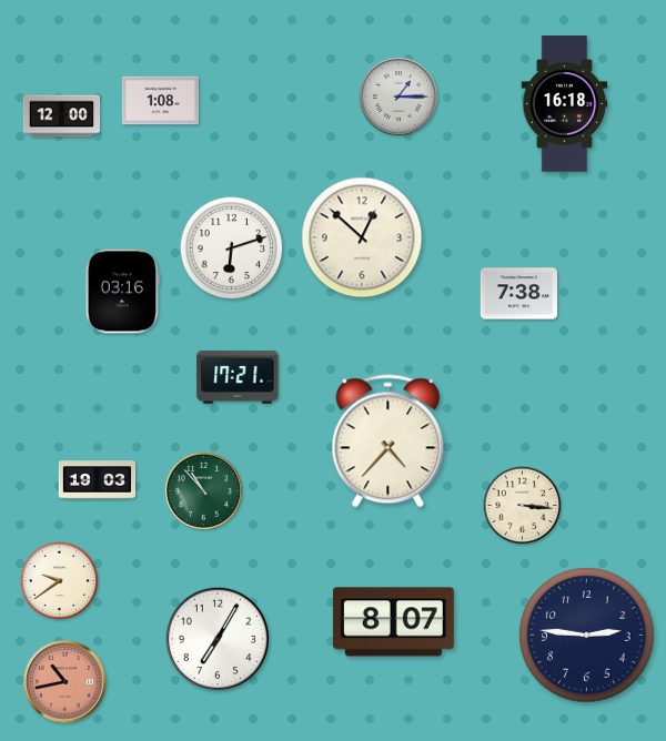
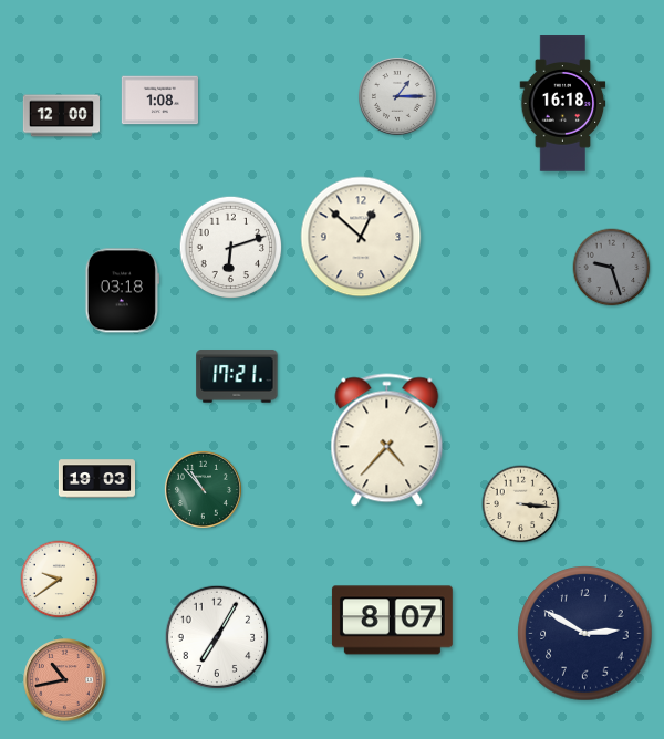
clock at (612, 268): none -> 9:27
clock at (122, 292): 03:16 -> 03:18
clock at (518, 294): 7:38 -> none
clock at (587, 636): 2:46 -> 2:50
